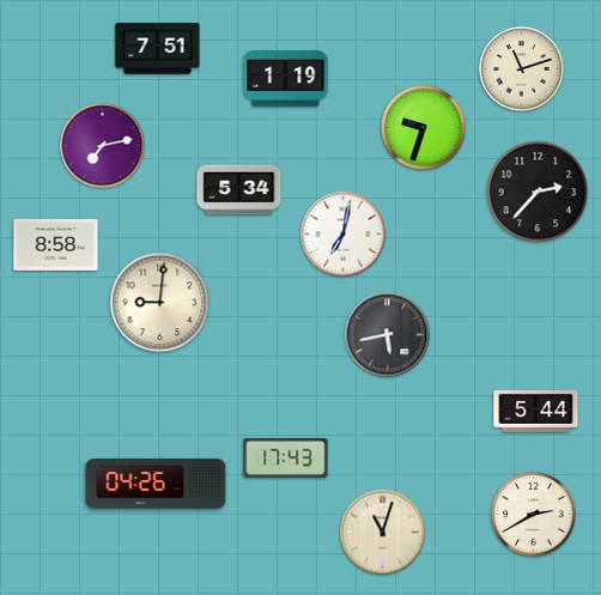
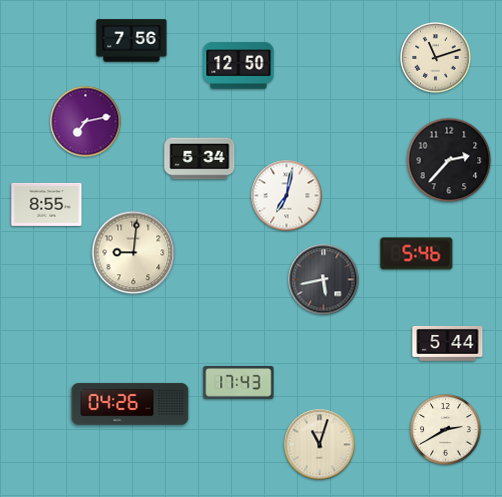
clock at (158, 49): 7:51 -> 7:56
clock at (286, 79): 1:19 -> 12:50
clock at (424, 128): 9:33 -> none
clock at (56, 244): 8:58 -> 8:55
clock at (417, 254): none -> 5:46
